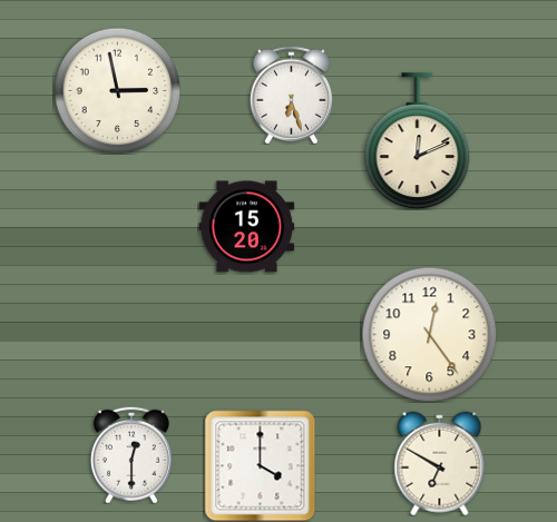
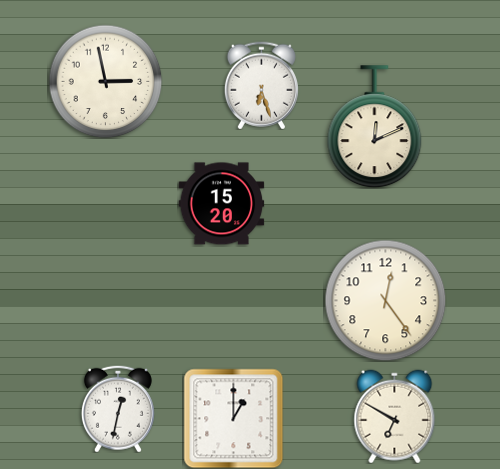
clock at (131, 455): 12:30 -> 12:32
clock at (260, 465): 4:00 -> 1:00
